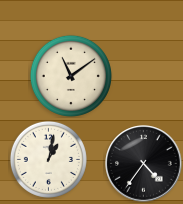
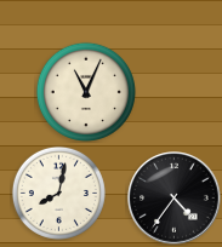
clock at (71, 76): 11:09 -> 11:04
clock at (48, 159): 1:02 -> 8:02
